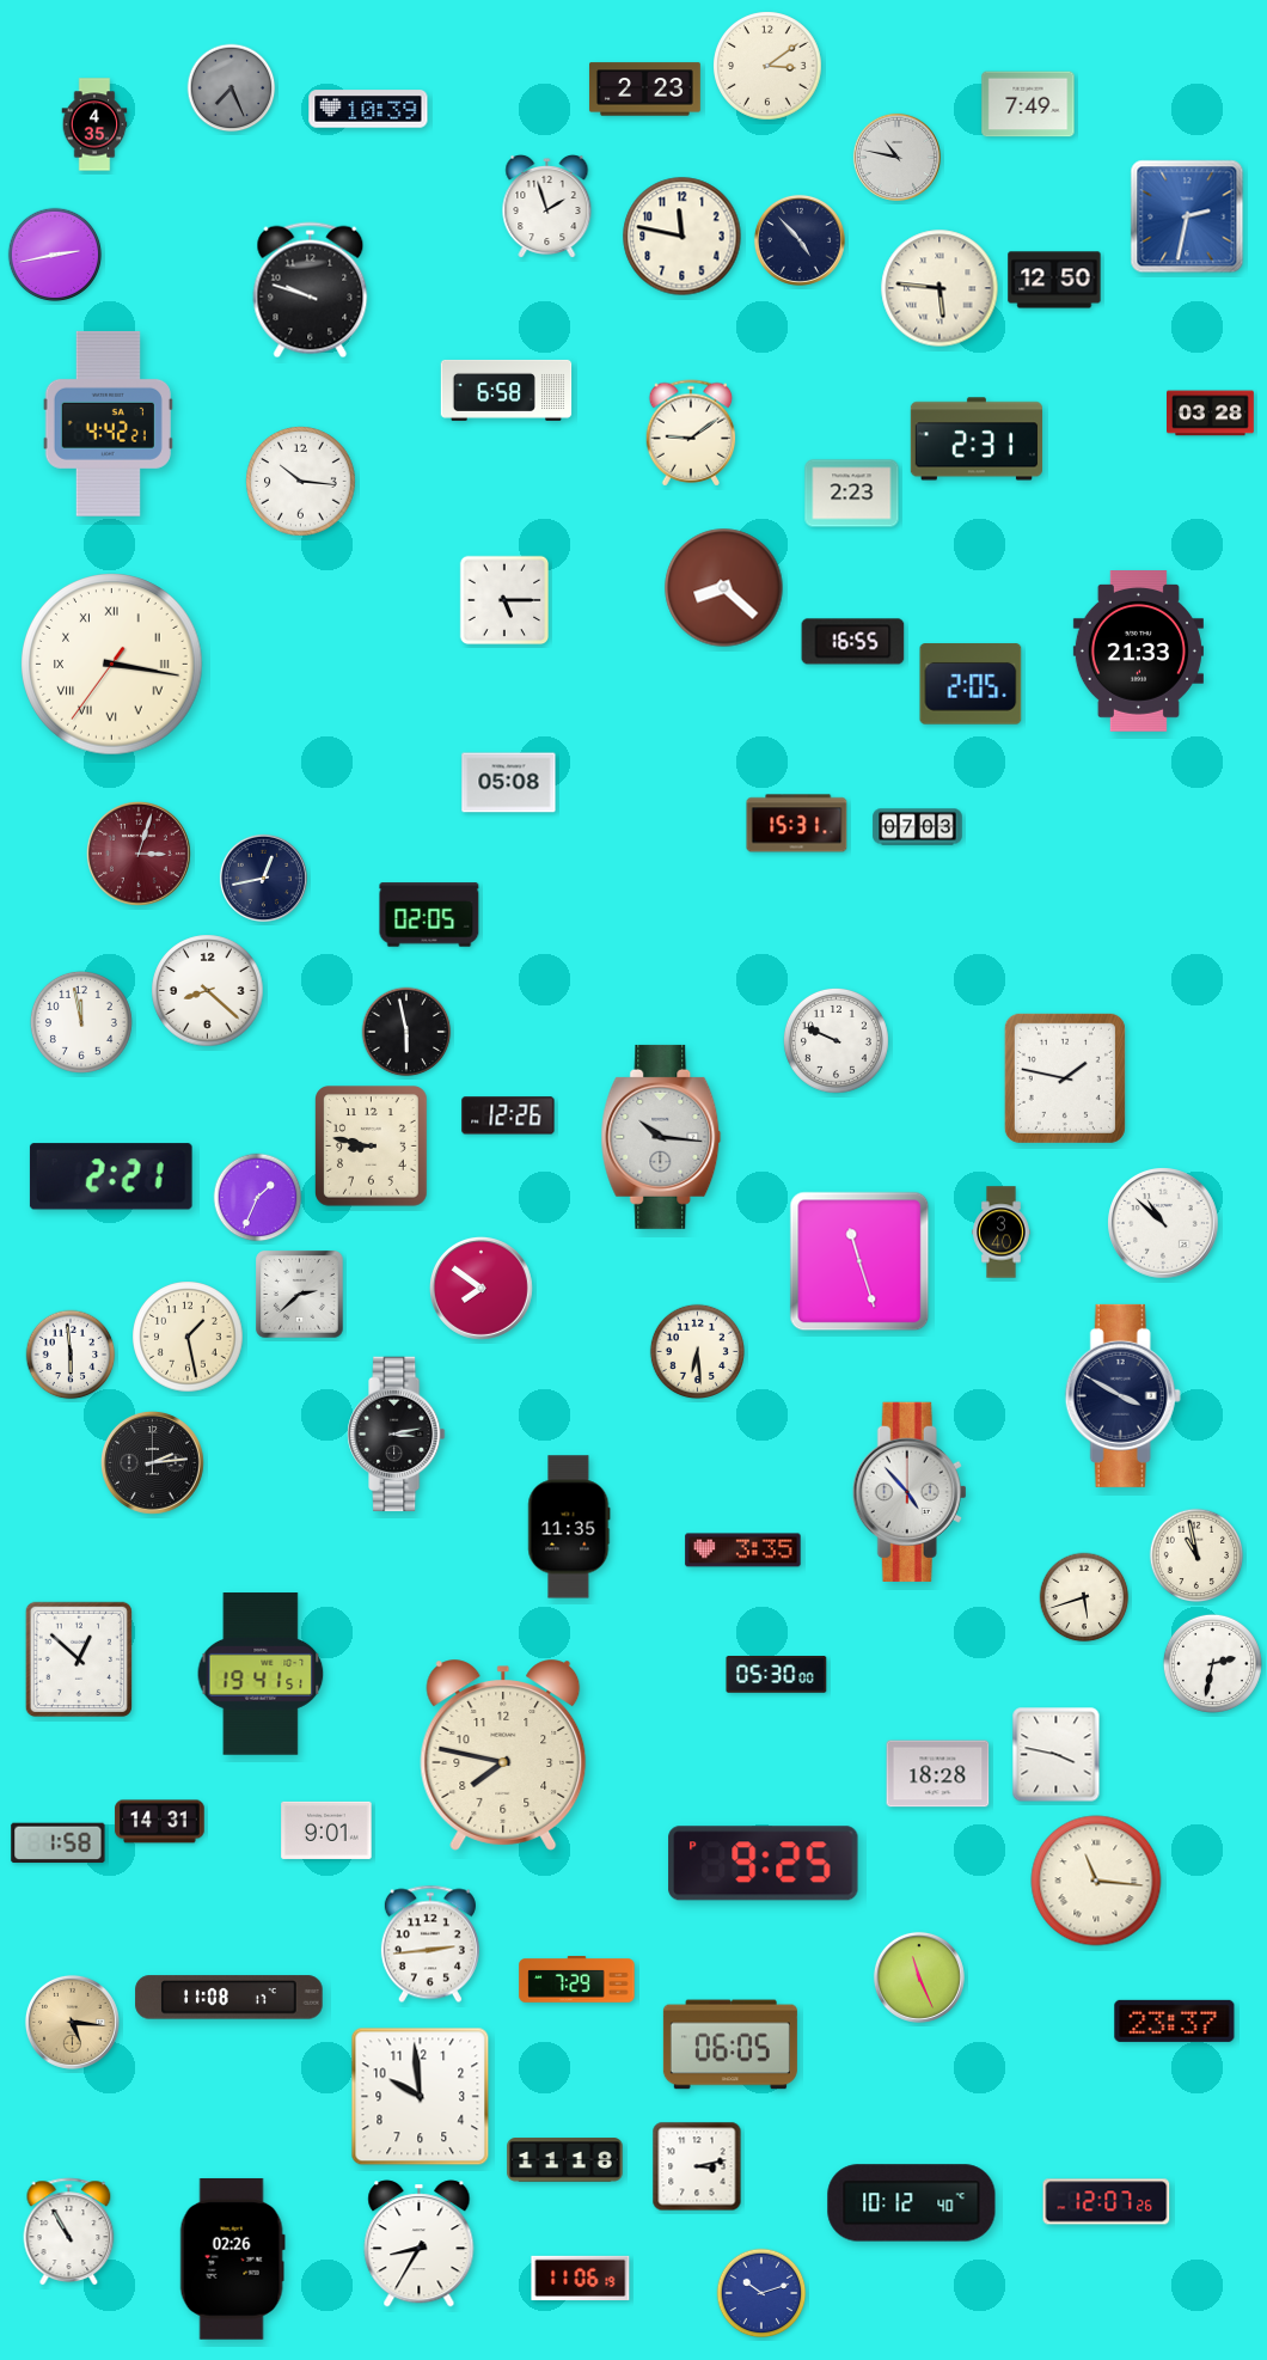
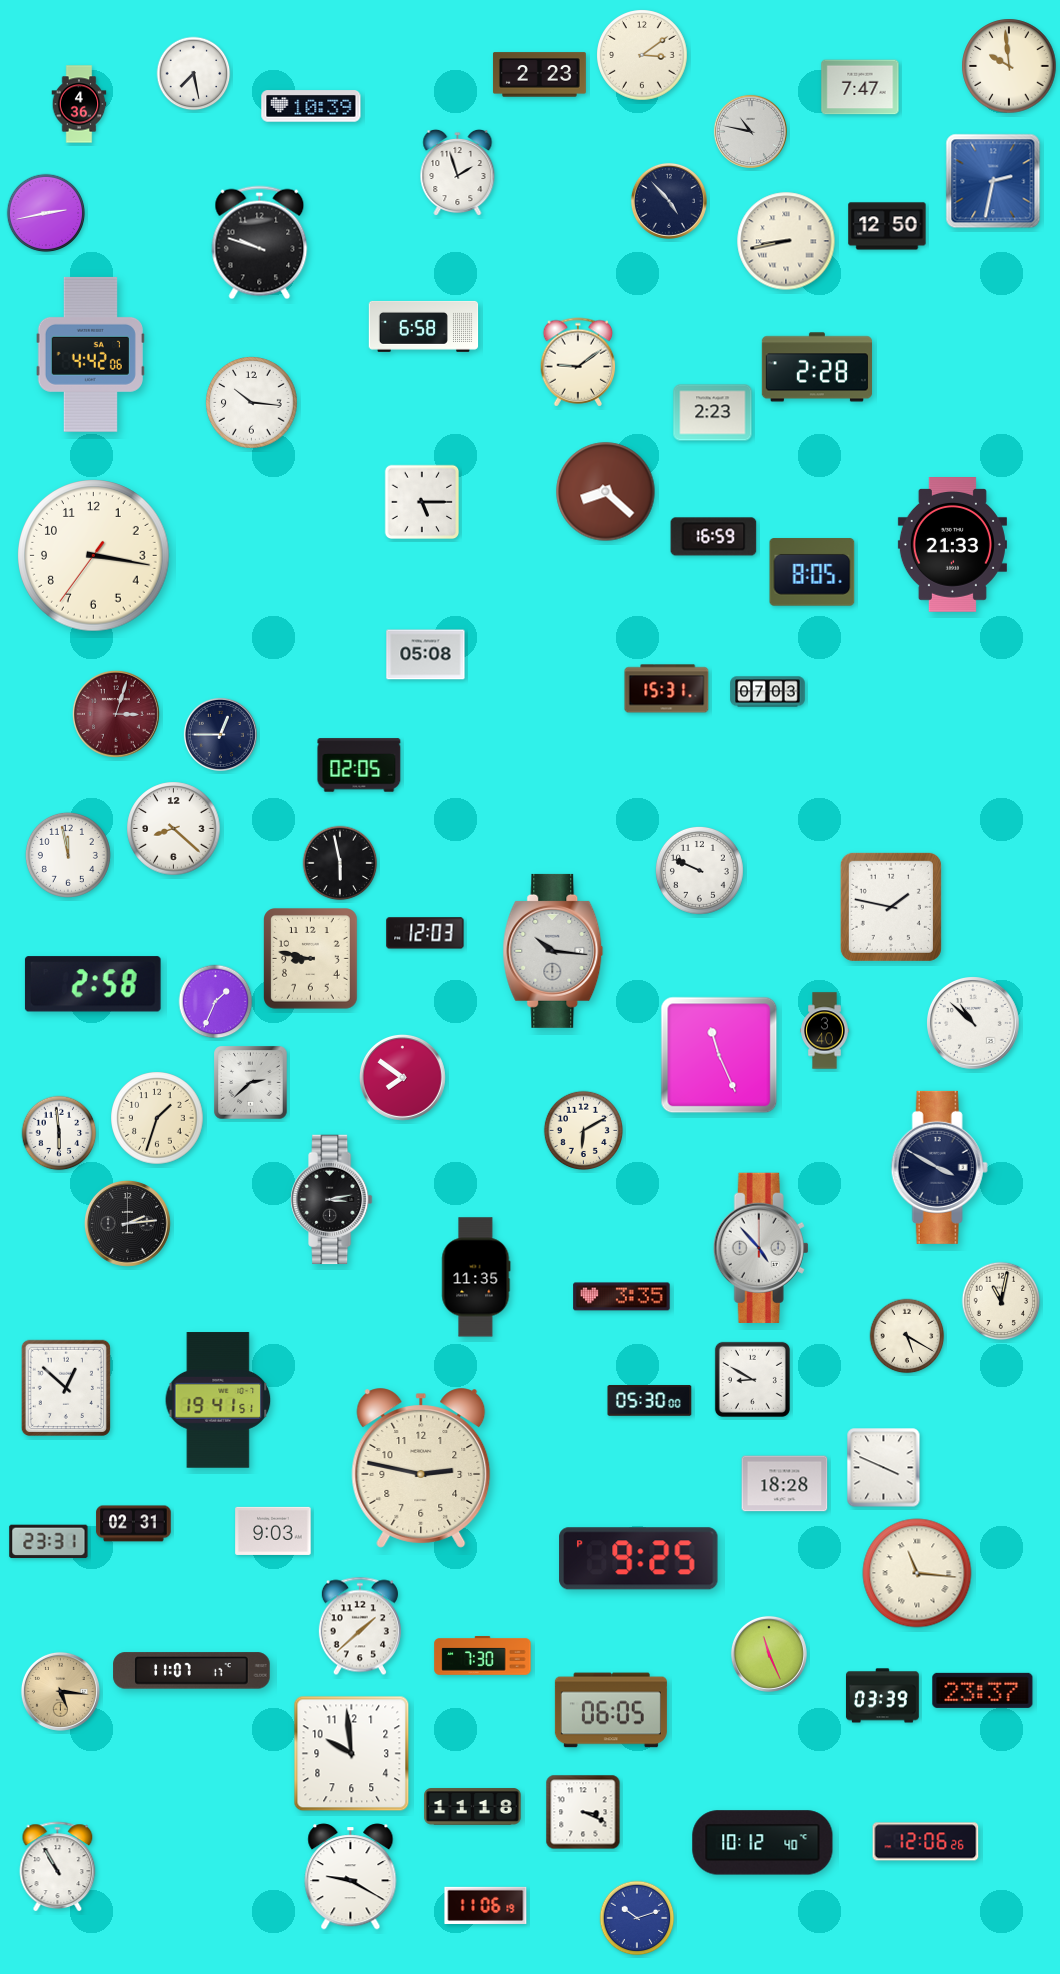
clock at (1009, 66): none -> 9:59
clock at (232, 88): 7:26 -> 7:28
clock at (232, 88) dial: grey -> white
clock at (1028, 104): 7:49 -> 7:47
clock at (368, 109) position: (368, 109) -> (311, 106)
clock at (94, 124): 4:35 -> 4:36
clock at (683, 237): 11:47 -> none
clock at (1054, 280) position: (1054, 280) -> (887, 226)
clock at (939, 288): 5:46 -> 8:43
clock at (1211, 414): 03:28 -> none
clock at (108, 423): 4:42:21 -> 4:42:06
clock at (975, 439): 2:31 -> 2:28
clock at (853, 642): 16:55 -> 16:59
clock at (112, 665) numerals: Roman -> Arabic
clock at (971, 684): 2:05 -> 8:05
clock at (263, 878): 12:43 -> 12:45
clock at (1065, 1078) position: (1065, 1078) -> (891, 907)
clock at (508, 1115): 12:26 -> 12:03
clock at (111, 1176): 2:21 -> 2:58
clock at (1002, 1233) position: (1002, 1233) -> (825, 1031)
clock at (859, 1261): 11:27 -> 11:26
clock at (188, 1337): 1:28 -> 1:33
clock at (697, 1351): 6:29 -> 6:10
clock at (1196, 1555): 10:58 -> 11:02
clock at (1084, 1597): 5:42 -> 5:20
clock at (752, 1379): none -> 8:50
clock at (1212, 1663): 2:32 -> none
clock at (503, 1755): 7:47 -> 2:47
clock at (1057, 1755): 3:47 -> 3:49
clock at (160, 1822): 14:31 -> 02:31
clock at (326, 1830): 9:01 -> 9:03
clock at (59, 1844): 1:58 -> 23:31
clock at (430, 1944): 2:44 -> 1:38
clock at (577, 1980): 7:29 -> 7:30
clock at (229, 1998): 11:08 -> 11:07
clock at (882, 1696): none -> 03:39
clock at (697, 2166): 3:13 -> 3:19
clock at (1107, 2202): 12:07 -> 12:06
clock at (420, 2244): 8:35 -> 9:20
clock at (232, 2258): 02:26 -> none
